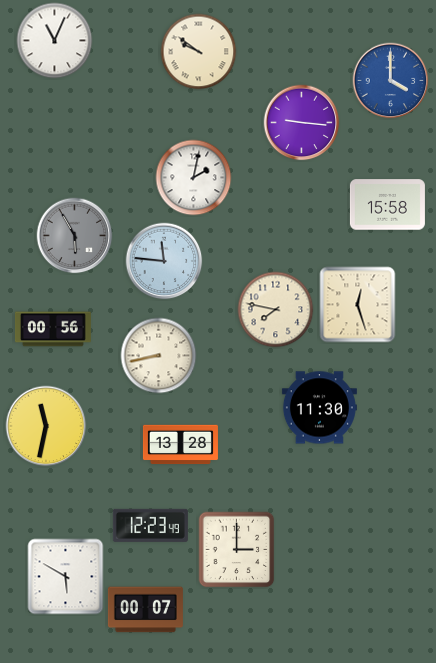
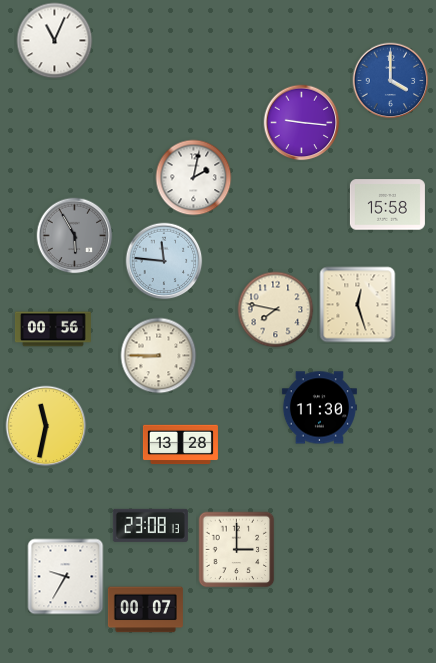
clock at (199, 52): 9:51 -> none
clock at (159, 356): 8:43 -> 8:45
clock at (150, 525): 12:23 -> 23:08
clock at (66, 577): 5:50 -> 9:35
